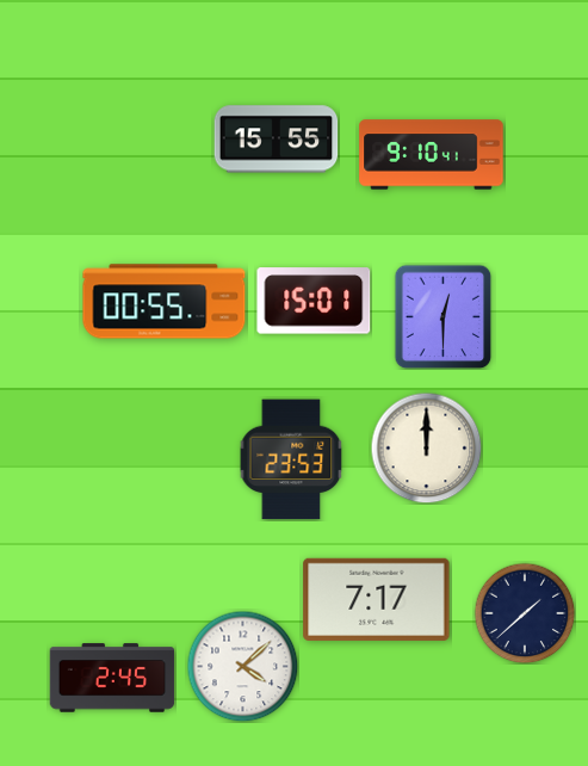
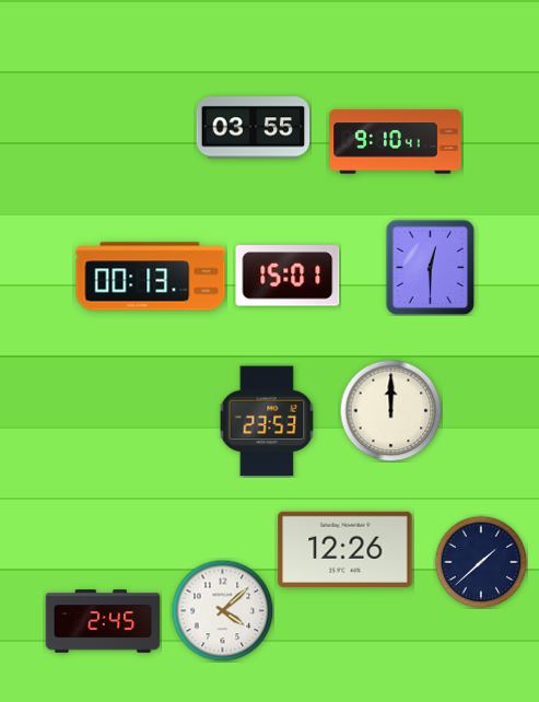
clock at (277, 140): 15:55 -> 03:55
clock at (165, 302): 00:55 -> 00:13
clock at (444, 316) position: (444, 316) -> (431, 267)
clock at (377, 599): 7:17 -> 12:26
